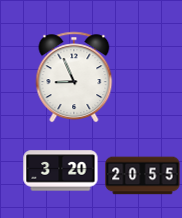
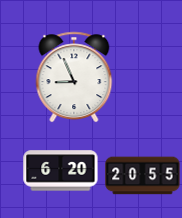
clock at (61, 171): 3:20 -> 6:20
